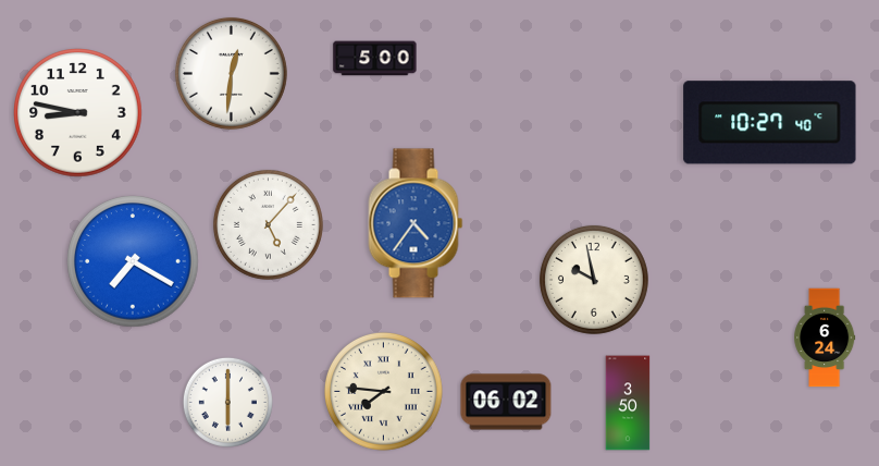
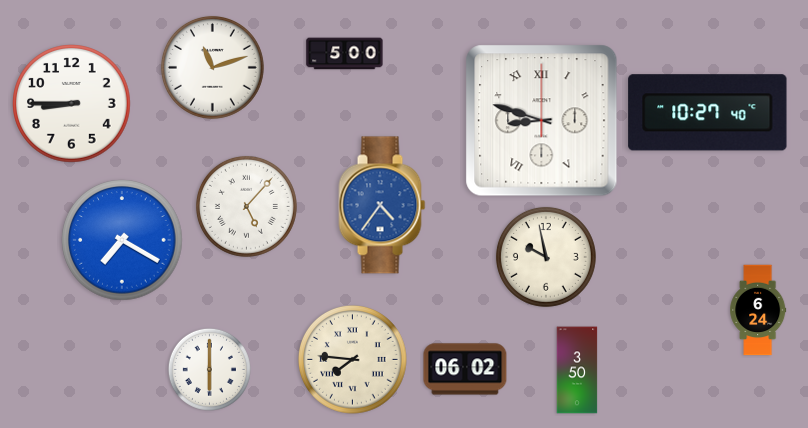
clock at (231, 73): 12:31 -> 11:12
clock at (78, 113): 8:47 -> 8:45
clock at (542, 121): none -> 8:48
